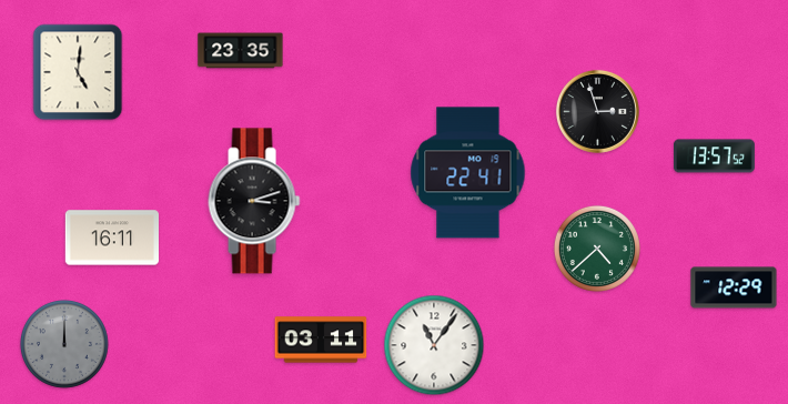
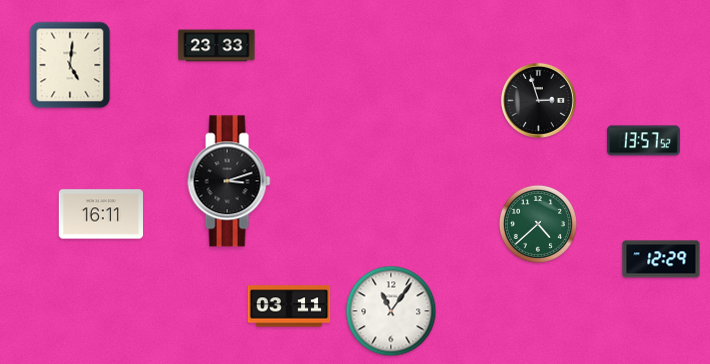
clock at (241, 51): 23:35 -> 23:33
clock at (468, 173): 22:41 -> none
clock at (64, 344): 12:00 -> none
